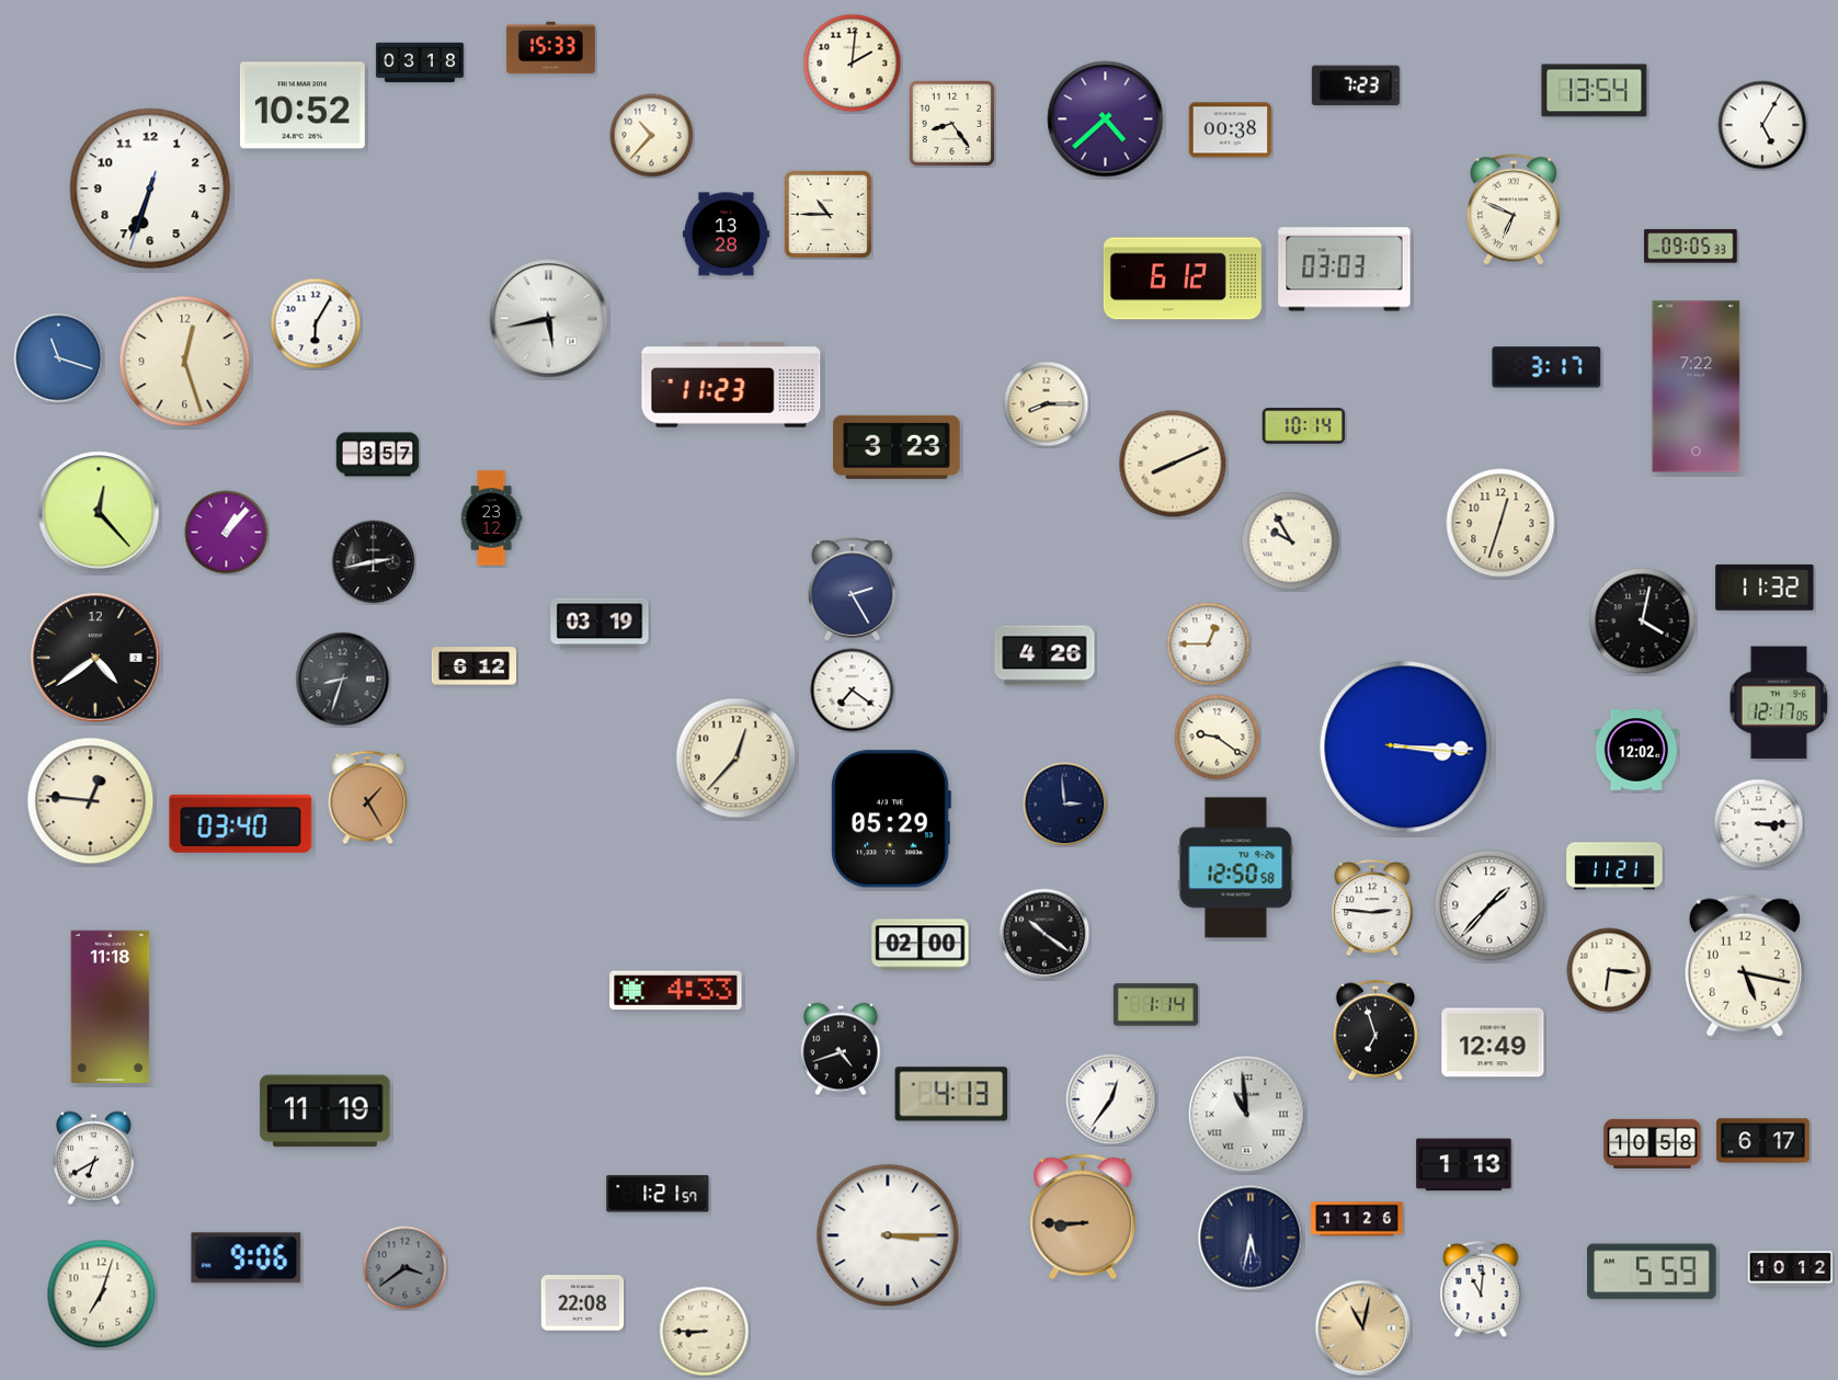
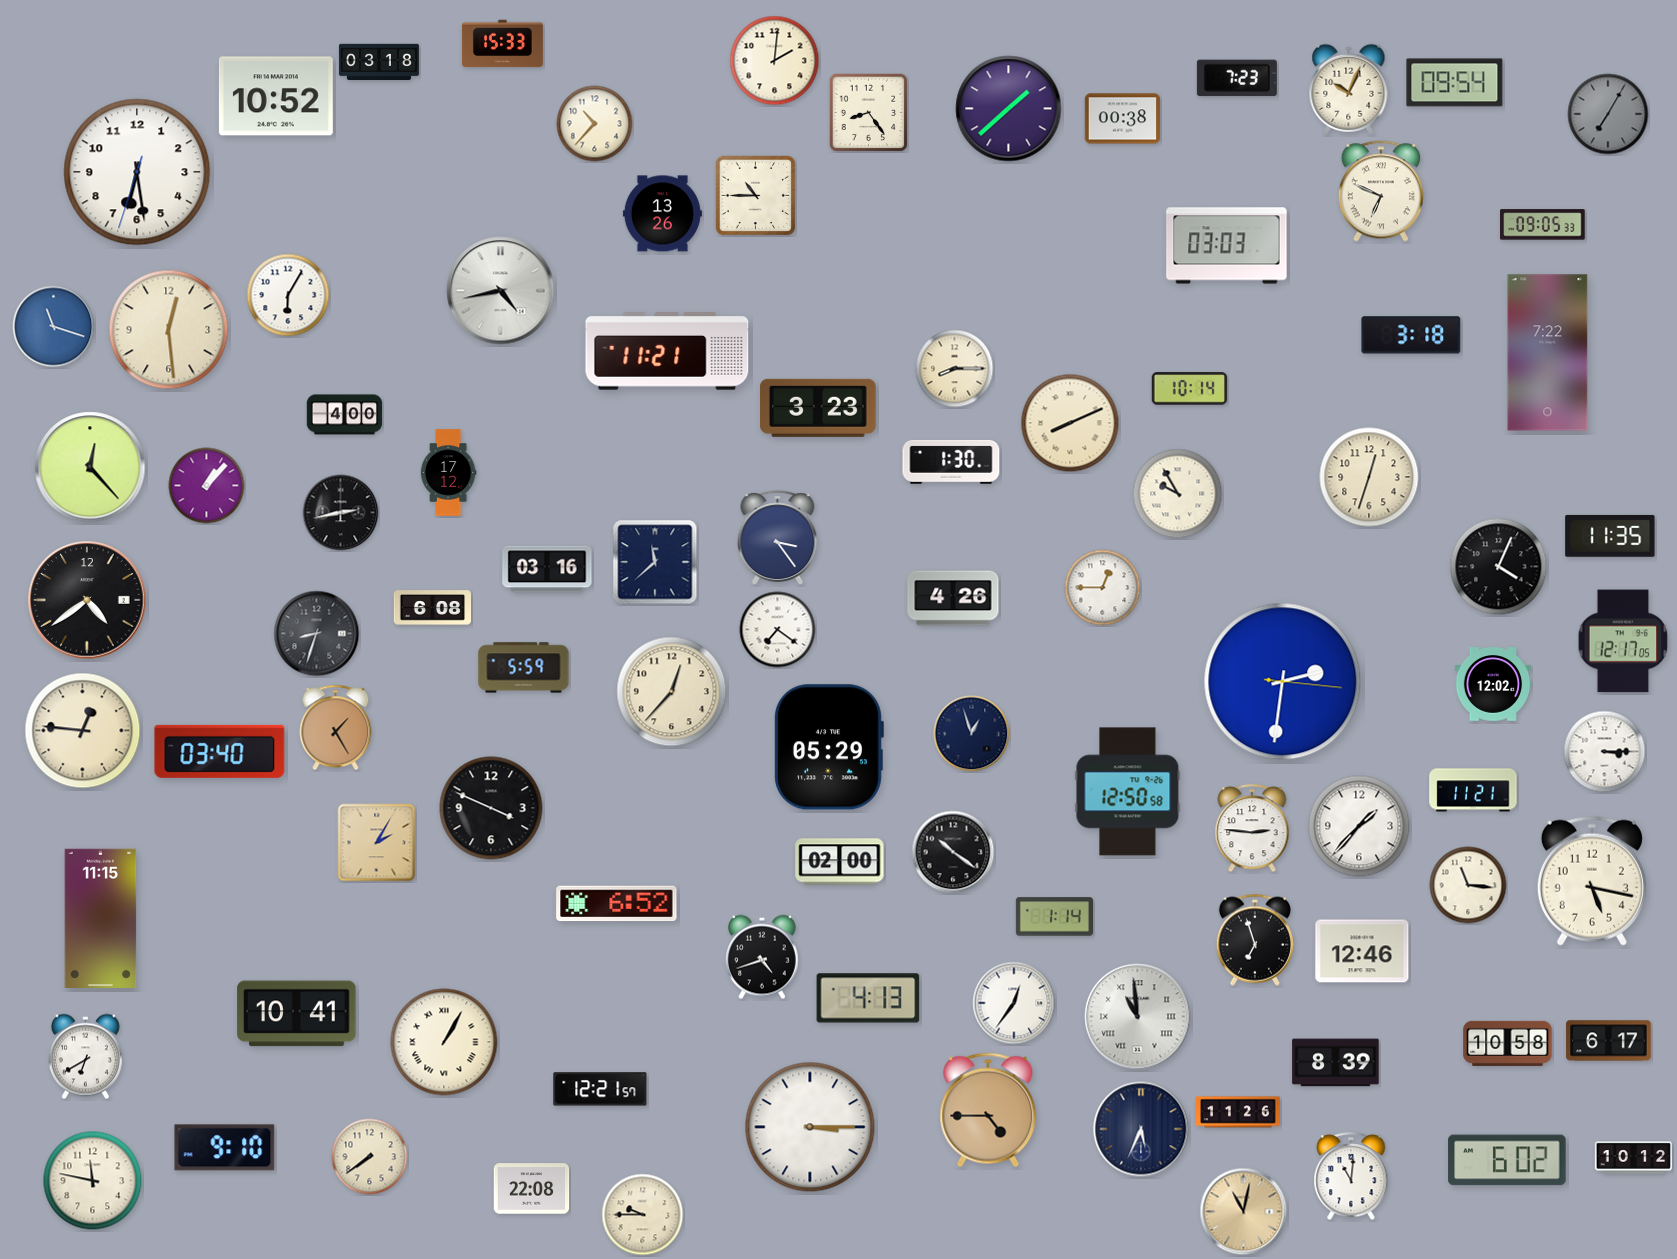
clock at (420, 62) position: (420, 62) -> (379, 62)
clock at (853, 64) position: (853, 64) -> (775, 61)
clock at (1595, 91): 13:54 -> 09:54
clock at (1349, 89): none -> 10:04
clock at (1106, 119): 4:38 -> 1:38
clock at (1762, 125): 5:05 -> 7:05
clock at (1762, 125) dial: white -> grey
clock at (150, 189): 6:33 -> 6:28
clock at (726, 235): 13:28 -> 13:26
clock at (1183, 278): 6:12 -> none
clock at (549, 319): 5:43 -> 4:43
clock at (185, 362): 12:27 -> 12:29
clock at (1546, 367): 3:17 -> 3:18
clock at (731, 385): 11:23 -> 11:21
clock at (378, 455): 3:57 -> 4:00
clock at (951, 462): none -> 1:30
clock at (491, 518): 23:12 -> 17:12
clock at (1765, 588): 11:32 -> 11:35
clock at (853, 590): 2:25 -> 3:24
clock at (655, 562): none -> 11:38
clock at (1643, 621): 4:02 -> 4:04
clock at (600, 624): 03:19 -> 03:16
clock at (473, 666): 6:12 -> 6:08
clock at (343, 680) position: (343, 680) -> (317, 634)
clock at (524, 668): none -> 5:59
clock at (1218, 738): 9:21 -> none
clock at (1406, 748): 3:15 -> 2:31
clock at (1065, 805): 2:59 -> 12:57
clock at (891, 819) position: (891, 819) -> (829, 747)
clock at (491, 808): none -> 3:49
clock at (377, 843): none -> 2:05
clock at (1609, 970): 6:16 -> 11:16
clock at (676, 991): 4:33 -> 6:52
clock at (111, 1006): 11:18 -> 11:15
clock at (1493, 1042): 12:49 -> 12:46
clock at (842, 1049) position: (842, 1049) -> (763, 957)
clock at (326, 1111): 11:19 -> 10:41
clock at (444, 1042): none -> 1:05
clock at (1464, 1165): 1:13 -> 8:39
clock at (658, 1194): 1:21 -> 12:21
clock at (1083, 1217): 8:45 -> 4:45
clock at (1251, 1238): 5:32 -> 5:34
clock at (247, 1258): 9:06 -> 9:10
clock at (406, 1268): 3:39 -> 7:39
clock at (406, 1268) dial: grey -> cream
clock at (1652, 1271): 5:59 -> 6:02
clock at (102, 1295): 7:03 -> 11:47
clock at (705, 1332): 8:45 -> 9:45
